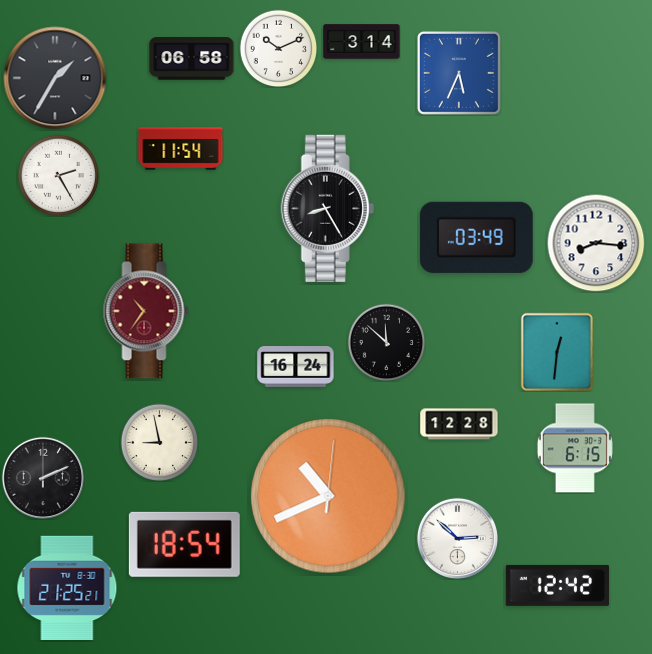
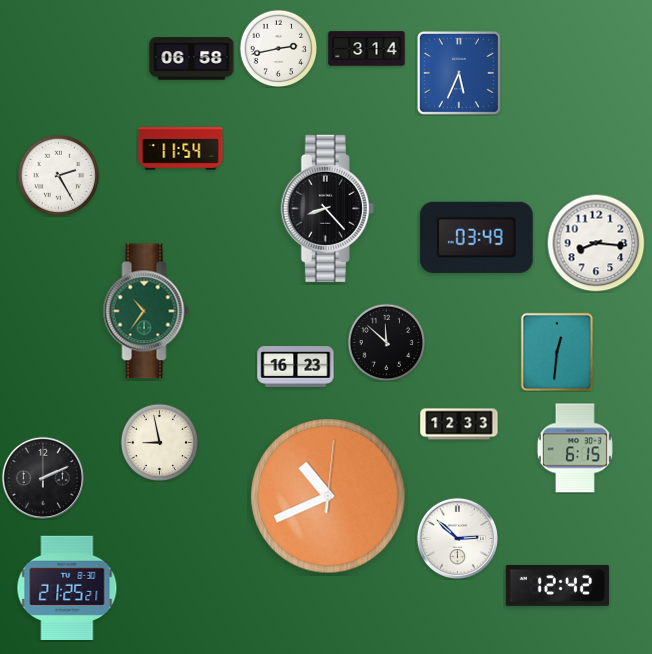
clock at (362, 42) position: (362, 42) -> (367, 49)
clock at (278, 48): 10:11 -> 2:43
clock at (55, 78): 1:35 -> none
clock at (327, 208): 8:25 -> 8:23
clock at (146, 311) dial: burgundy -> green
clock at (296, 367): 16:24 -> 16:23
clock at (459, 424): 12:28 -> 12:33
clock at (184, 544): 18:54 -> none
